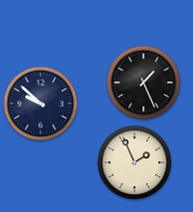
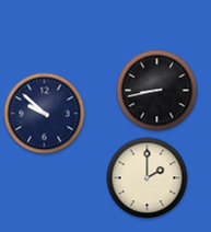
clock at (144, 83): 1:26 -> 8:43
clock at (135, 163): 1:56 -> 2:00
